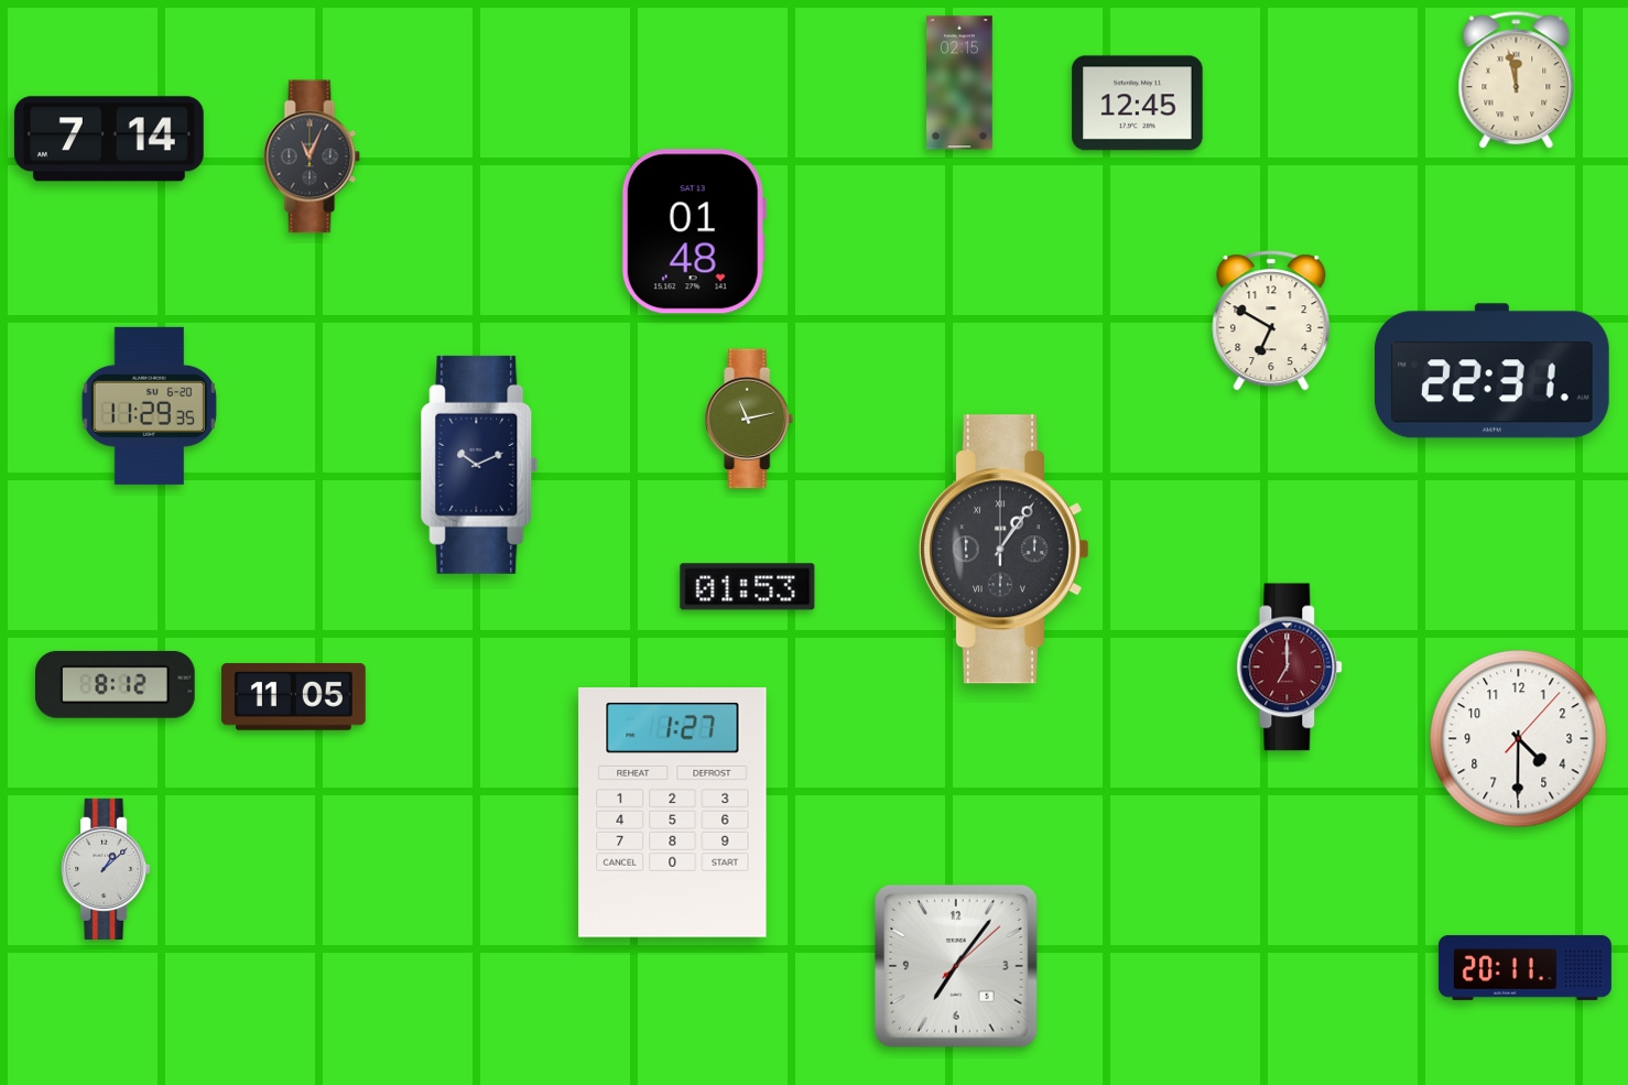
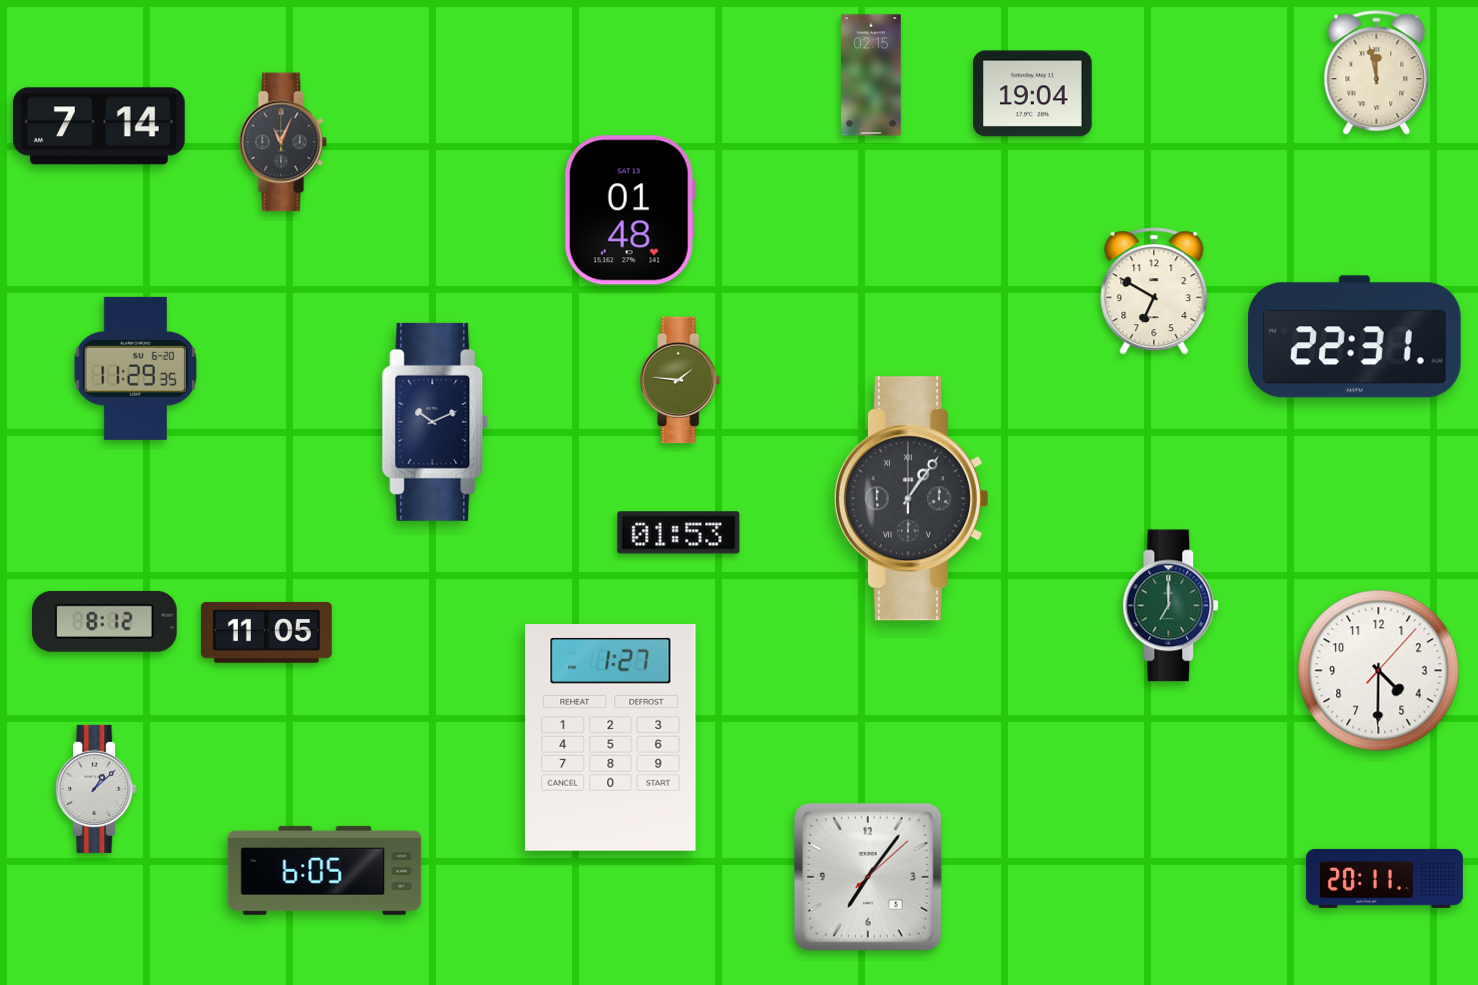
clock at (1138, 104): 12:45 -> 19:04
clock at (750, 419): 11:13 -> 1:46
clock at (1290, 668) dial: burgundy -> green
clock at (325, 870): none -> 6:05
